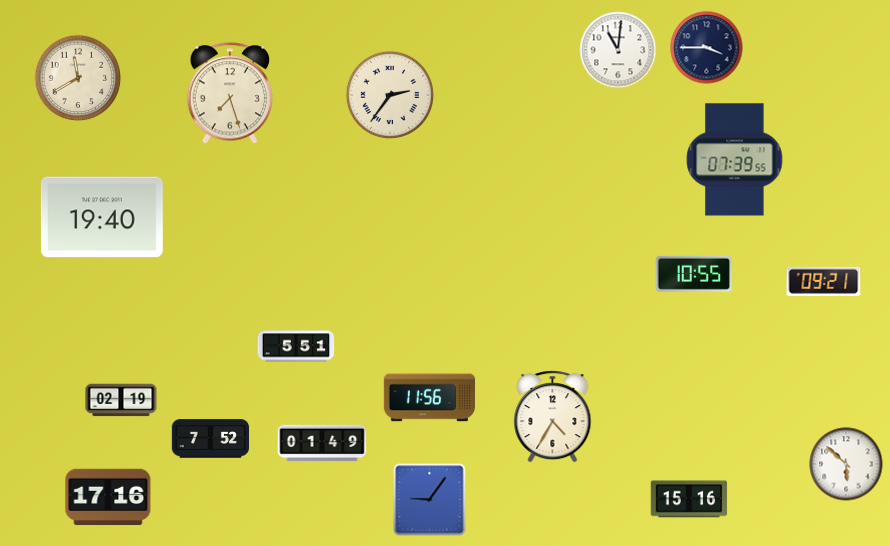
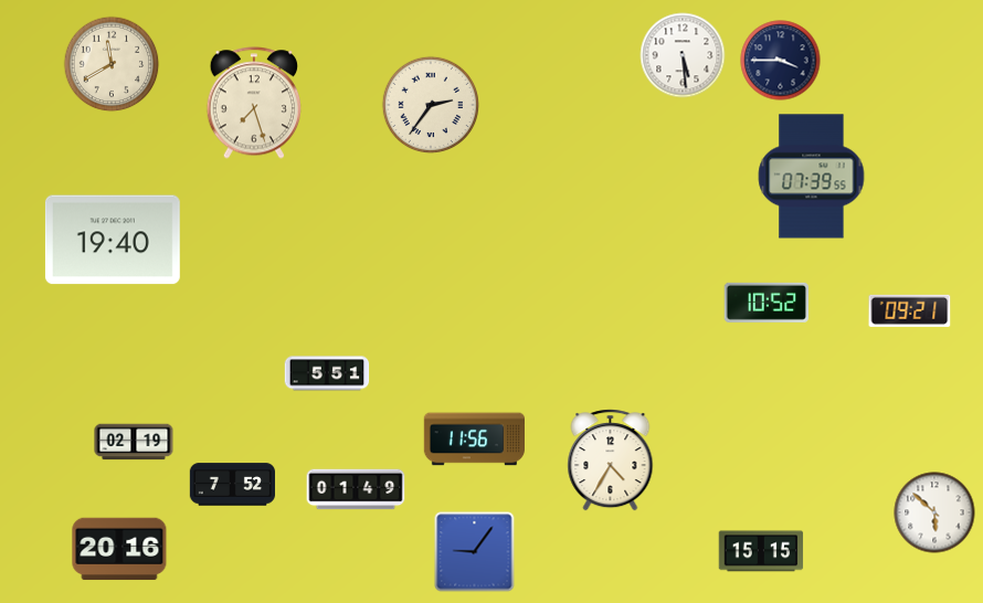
clock at (707, 48) position: (707, 48) -> (781, 61)
clock at (618, 50): 11:01 -> 5:29
clock at (78, 78) position: (78, 78) -> (112, 64)
clock at (693, 274): 10:55 -> 10:52
clock at (296, 346) position: (296, 346) -> (327, 373)
clock at (108, 497): 17:16 -> 20:16
clock at (689, 499): 15:16 -> 15:15
